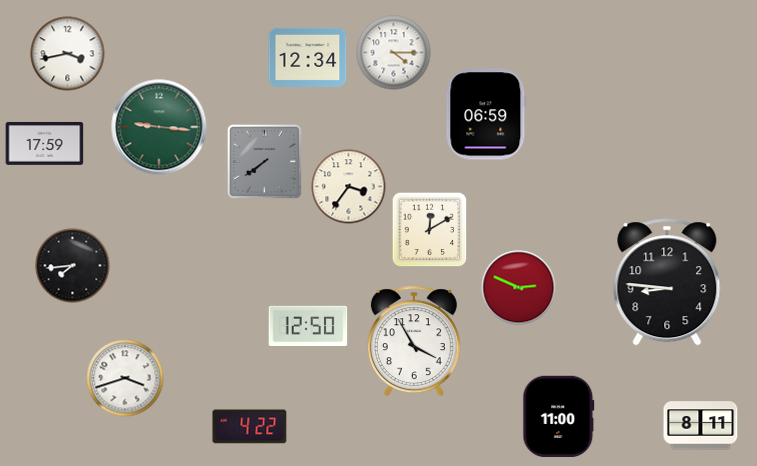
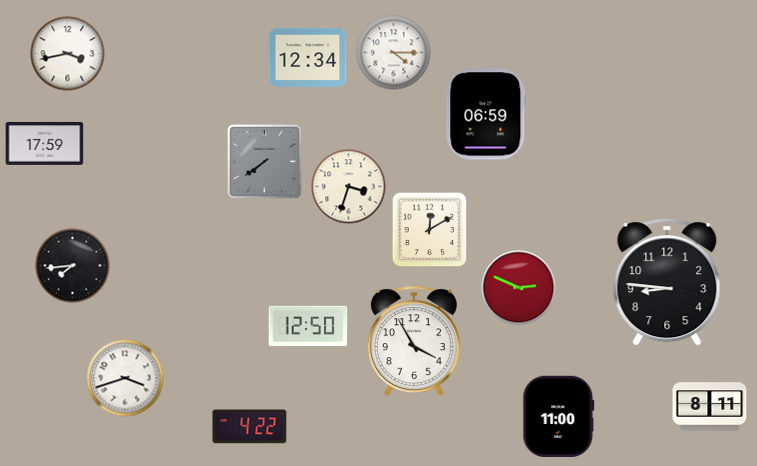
clock at (159, 127): 9:16 -> none
clock at (349, 187): 3:36 -> 3:33
clock at (701, 426) position: (701, 426) -> (710, 407)
